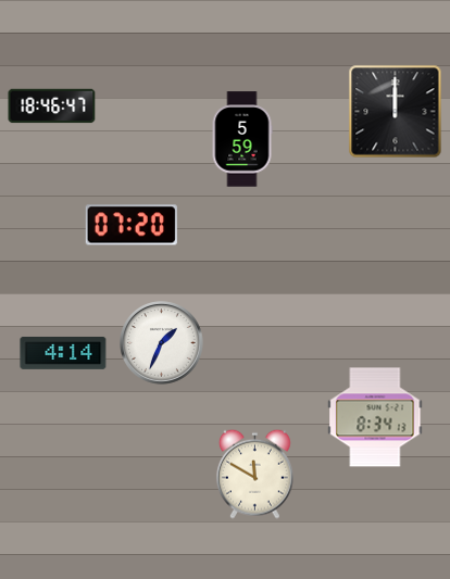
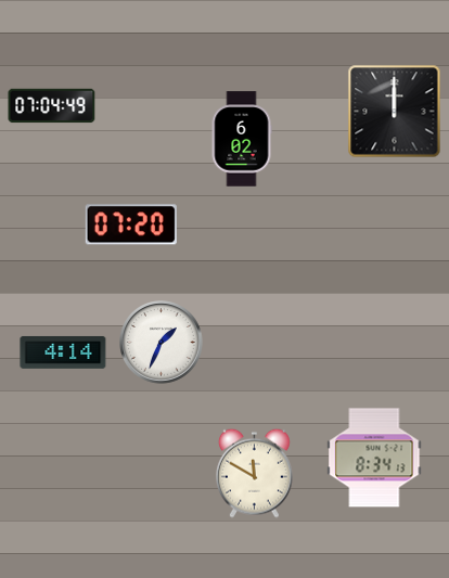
clock at (52, 106): 18:46 -> 07:04
clock at (242, 139): 5:59 -> 6:02
clock at (375, 417) position: (375, 417) -> (374, 458)
